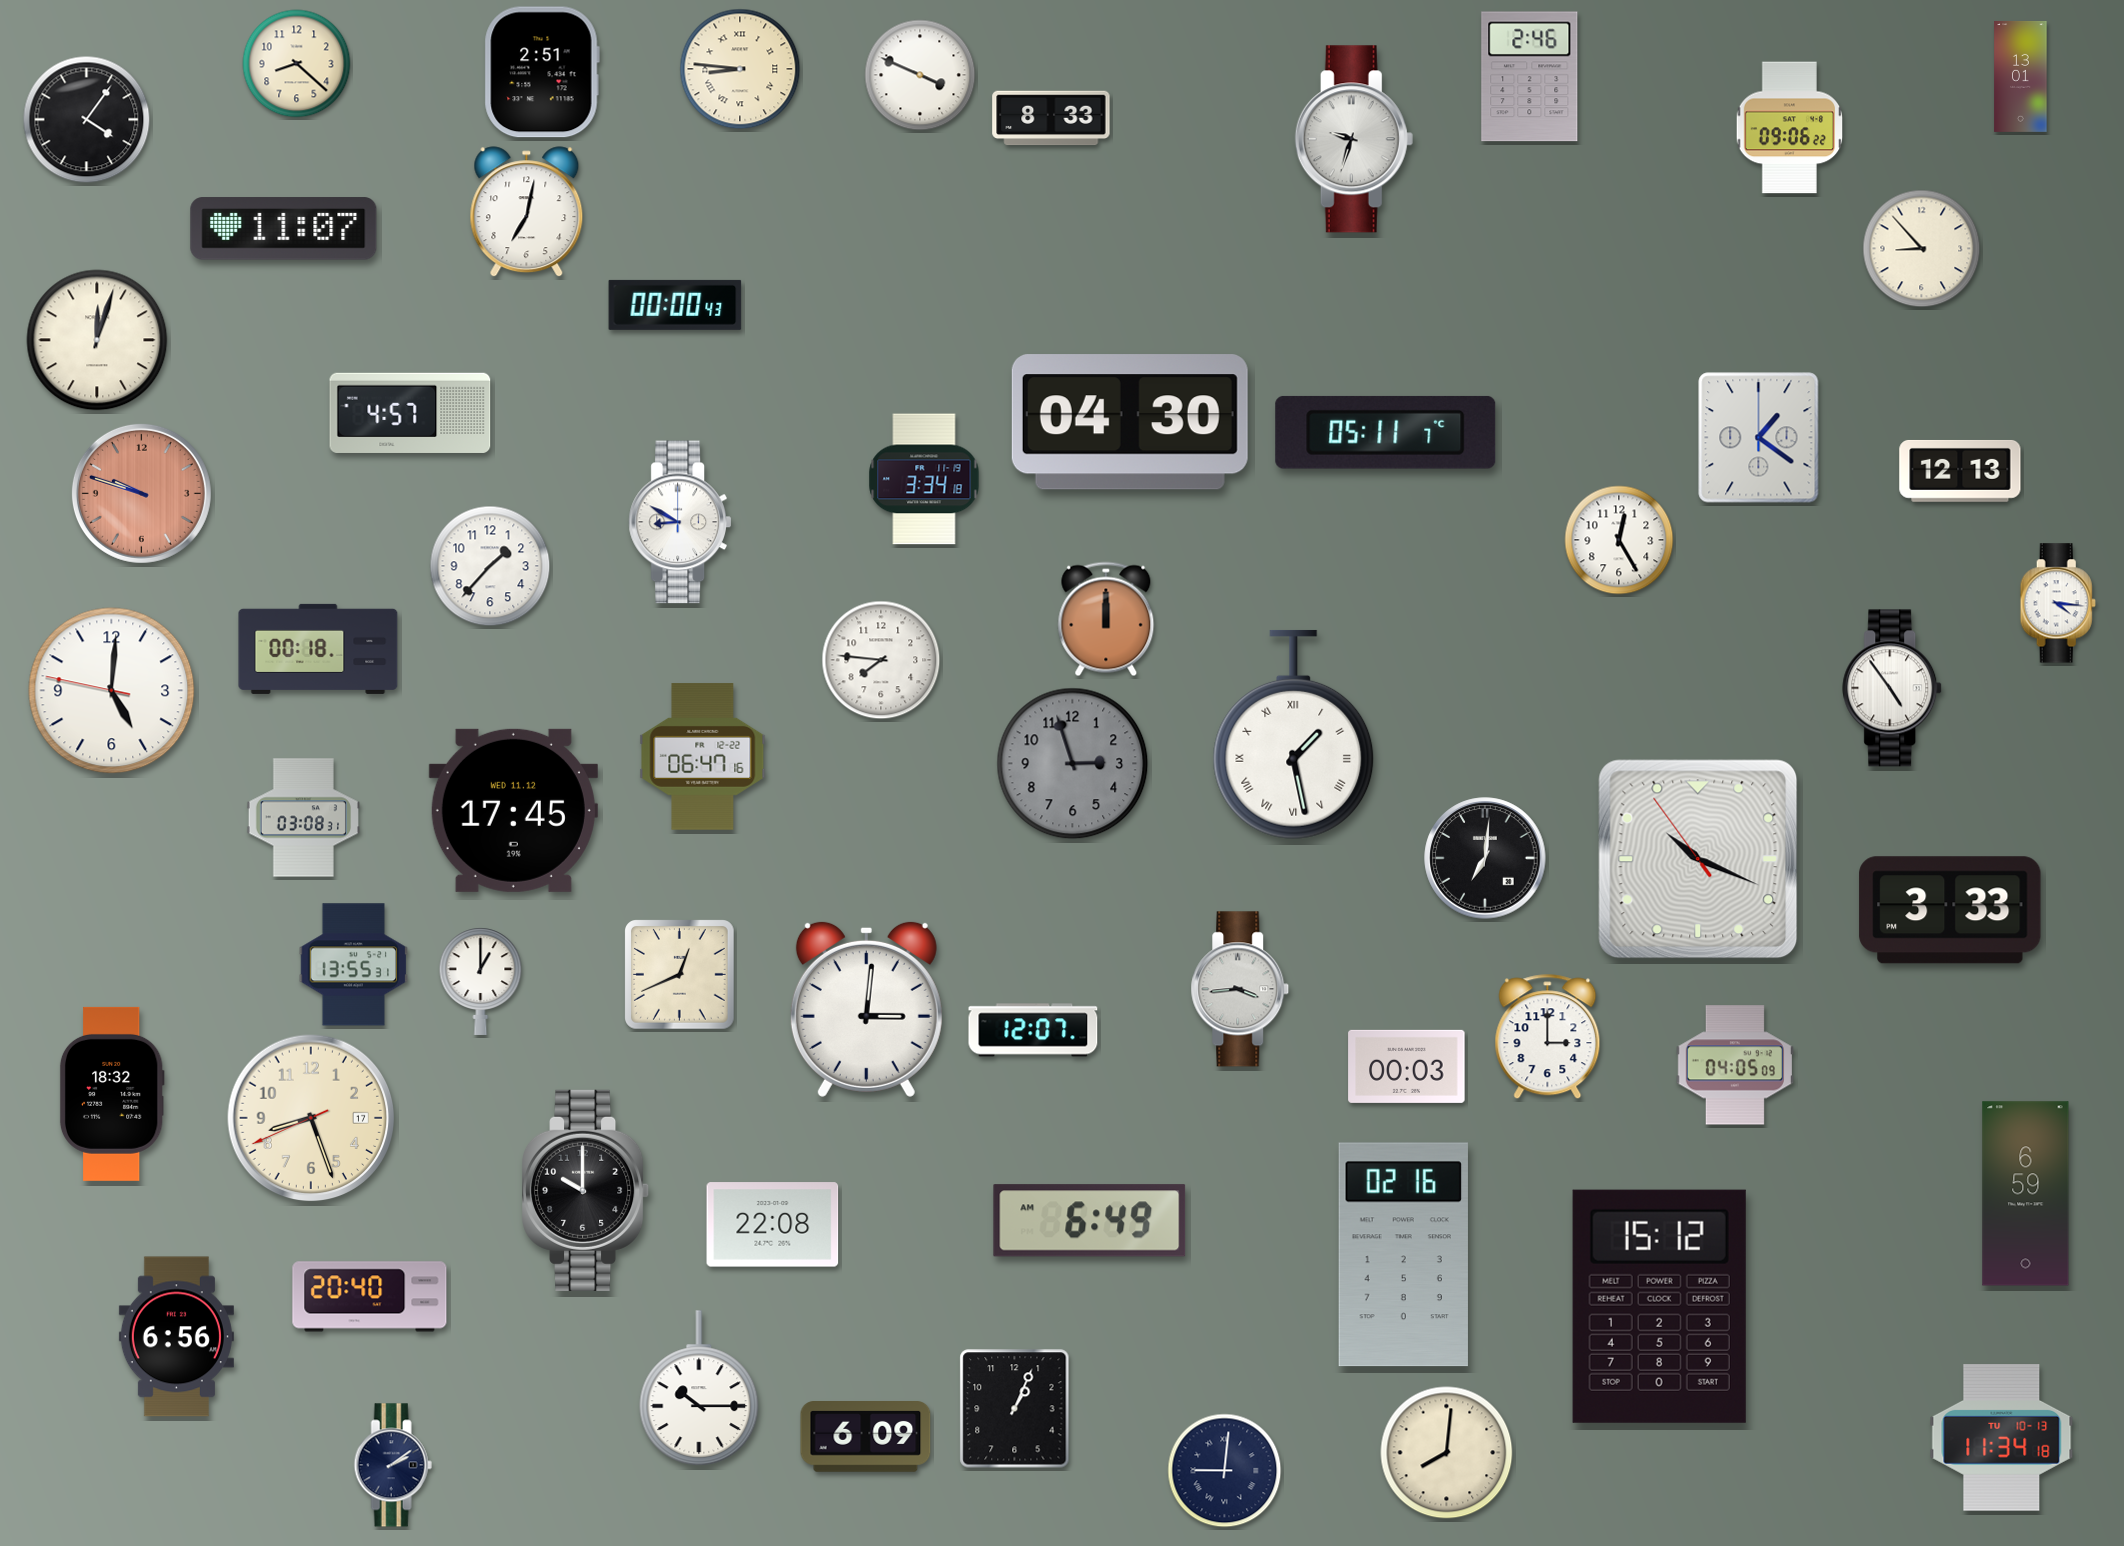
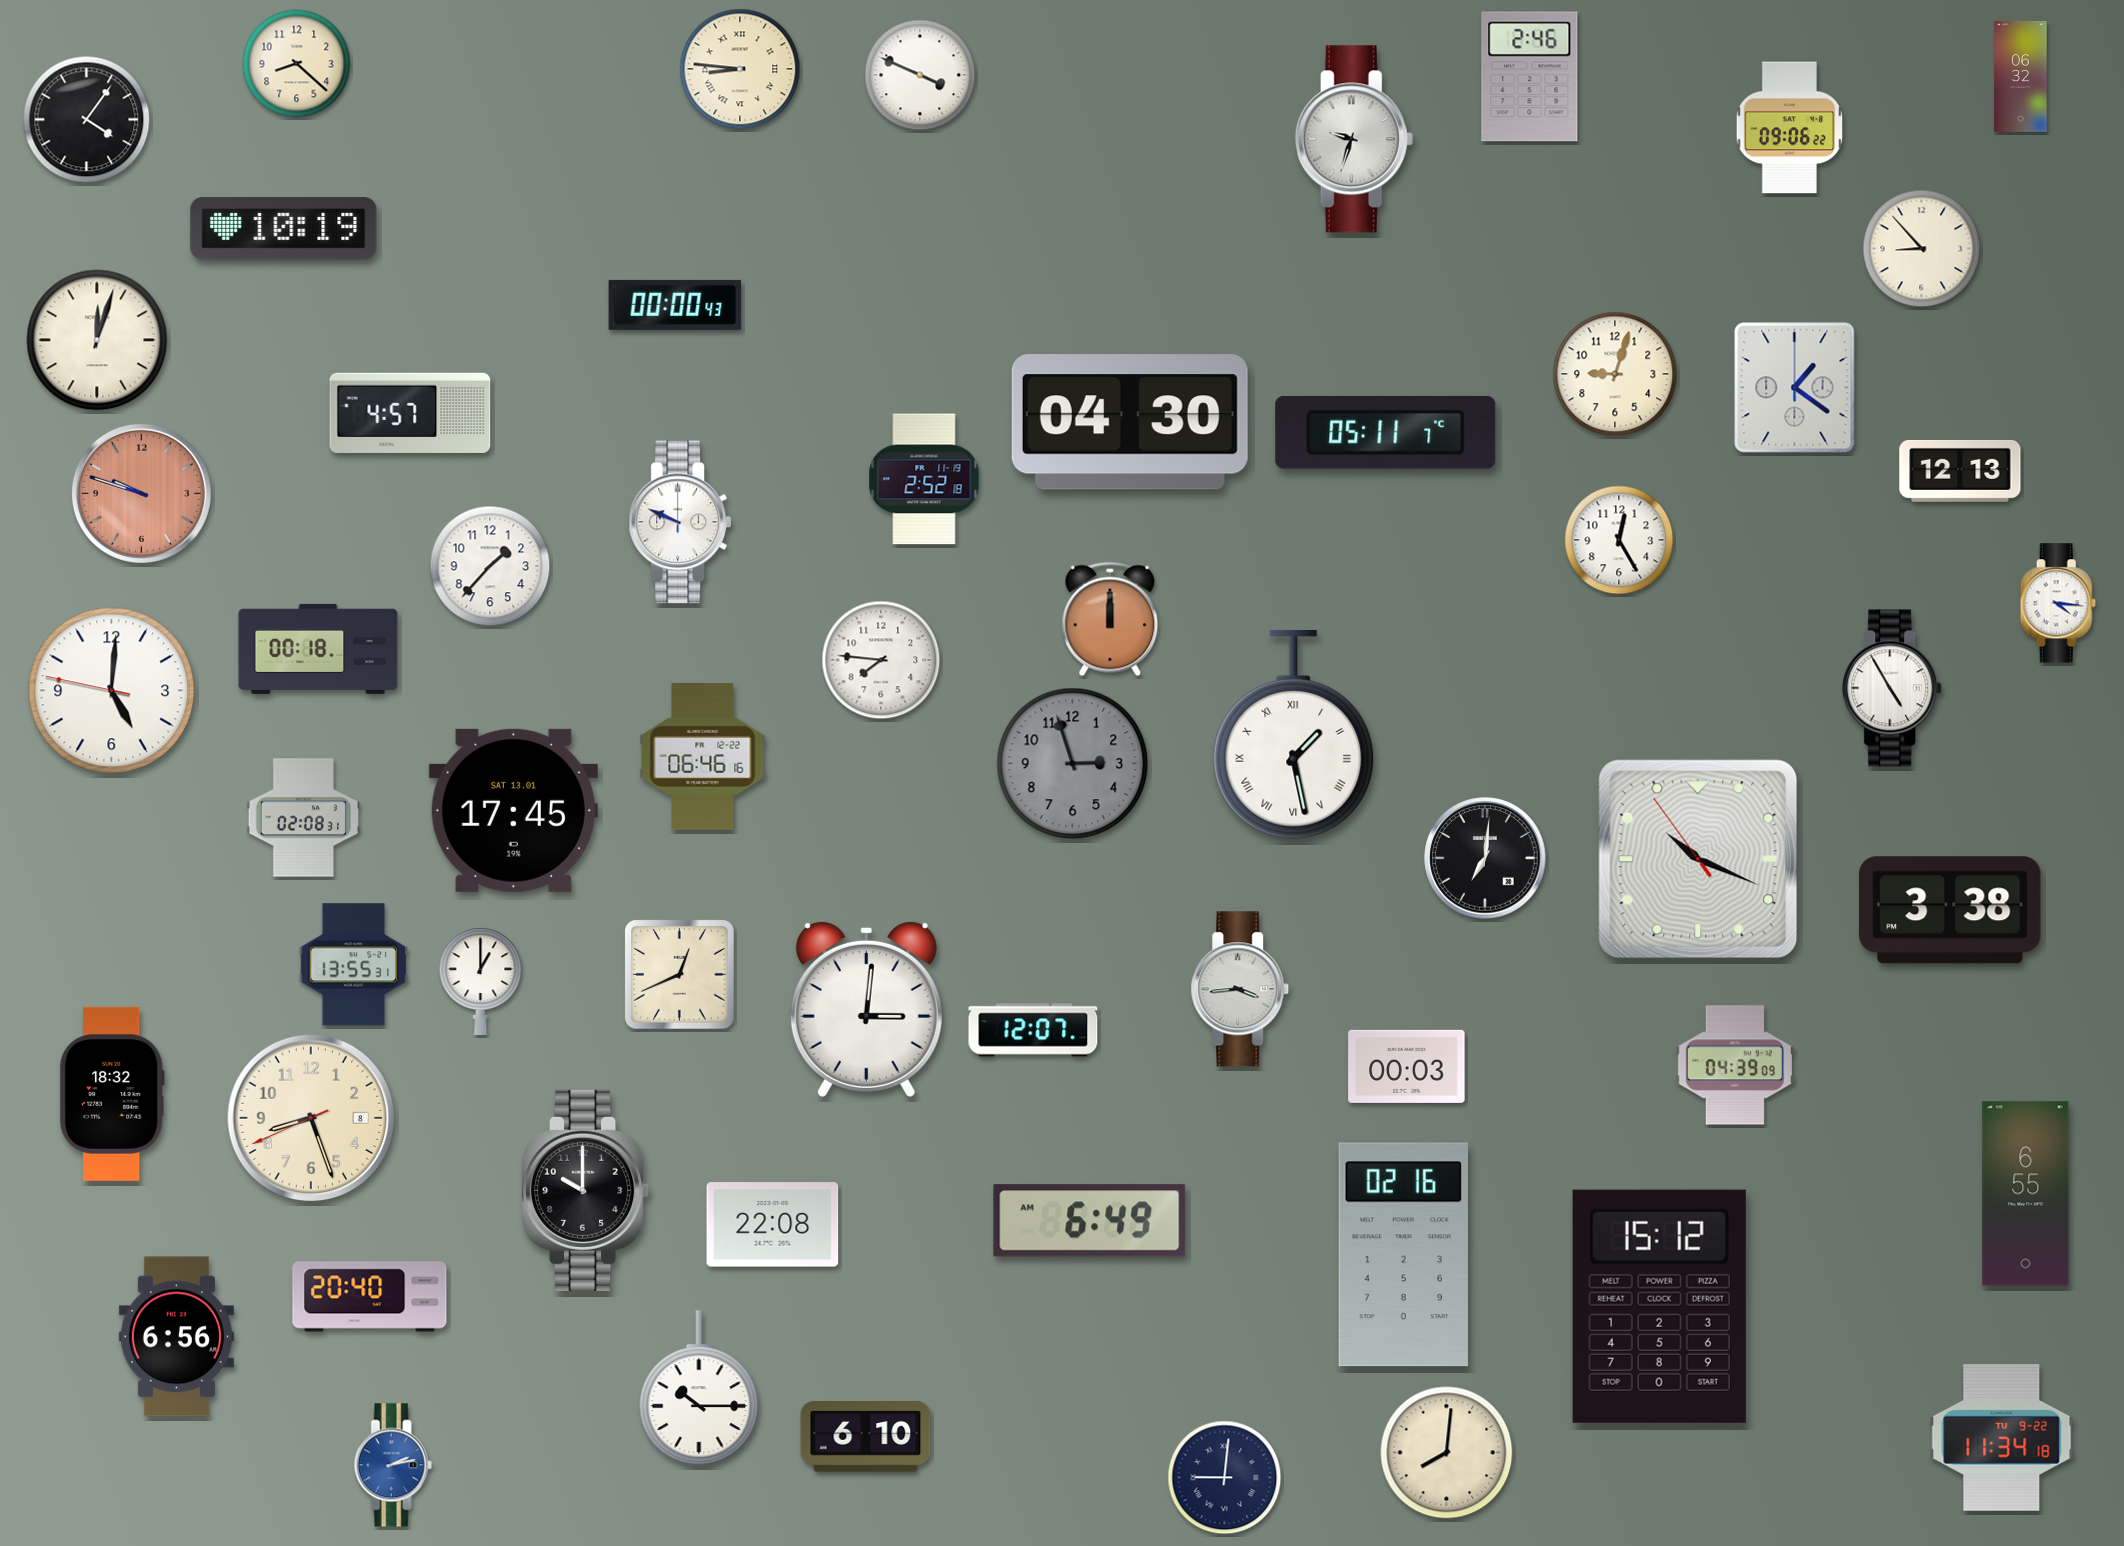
clock at (542, 72): 2:51 -> none
clock at (2021, 76): 13:01 -> 06:32
clock at (1051, 118): 8:33 -> none
clock at (527, 212): 7:02 -> none
clock at (284, 229): 11:07 -> 10:19
clock at (1615, 374): none -> 9:03
clock at (1759, 438) position: (1759, 438) -> (1795, 388)
clock at (924, 479): 3:34 -> 2:52
clock at (679, 522): 8:50 -> 9:49
clock at (1106, 619) position: (1106, 619) -> (1110, 619)
clock at (1893, 688): 4:54 -> 4:55
clock at (703, 757): 06:47 -> 06:46
clock at (513, 810) date: WED 11.12 -> SAT 13.01
clock at (303, 818): 03:08 -> 02:08
clock at (1950, 910): 3:33 -> 3:38
clock at (1548, 1037): 3:00 -> none
clock at (1735, 1065): 04:05 -> 04:39
clock at (311, 1118) date: 17 -> 8
clock at (2026, 1194): 6:59 -> 6:55
clock at (1015, 1409): 1:04 -> none
clock at (866, 1437): 6:09 -> 6:10
clock at (2002, 1438) date: TU 10-13 -> TU 9-22
clock at (393, 1465): 2:09 -> 2:13
clock at (393, 1465) dial: navy -> blue
clock at (1225, 1471) position: (1225, 1471) -> (1225, 1478)
